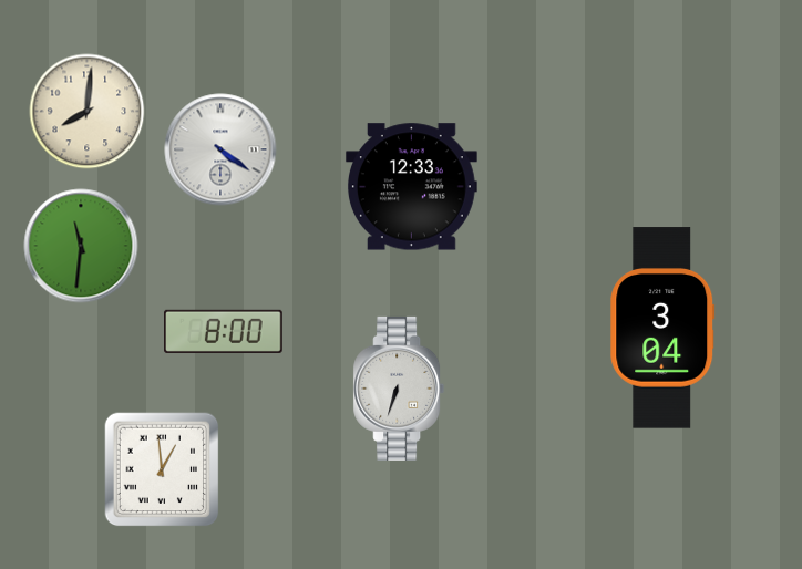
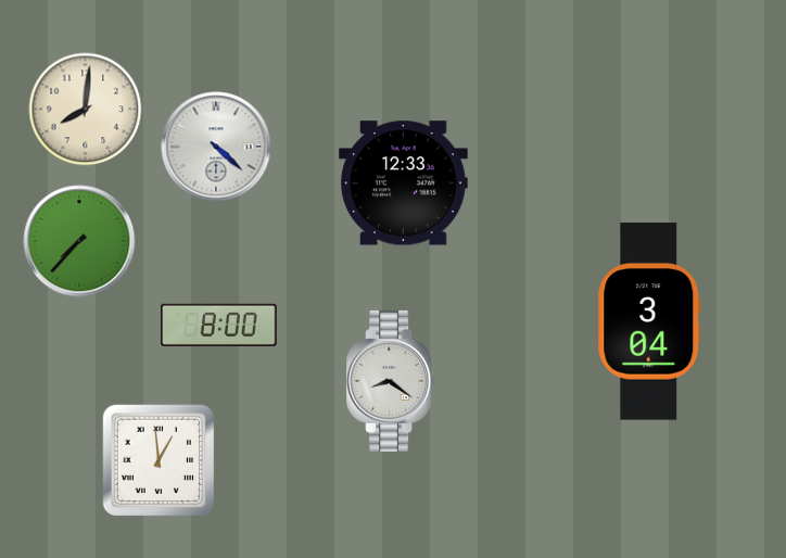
clock at (220, 149): 4:21 -> 4:22
clock at (81, 246): 11:31 -> 7:37
clock at (399, 389): 6:33 -> 8:21
